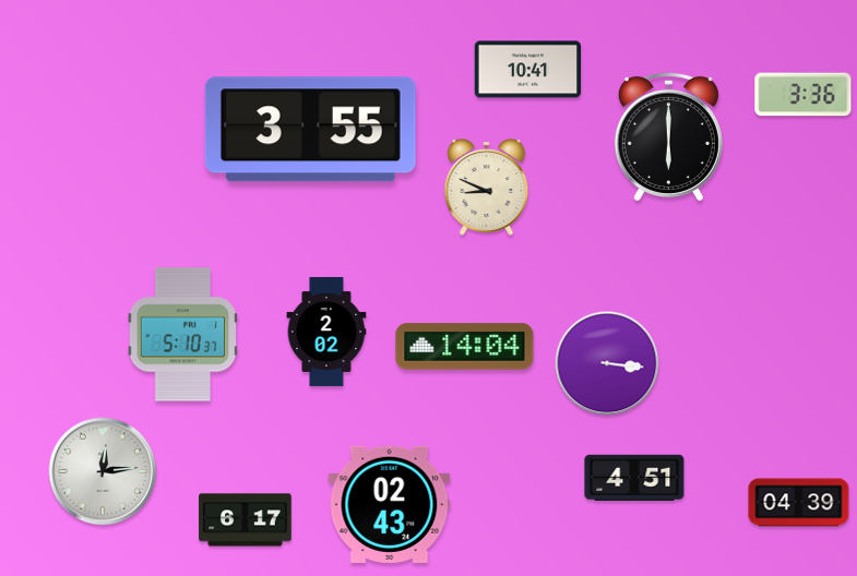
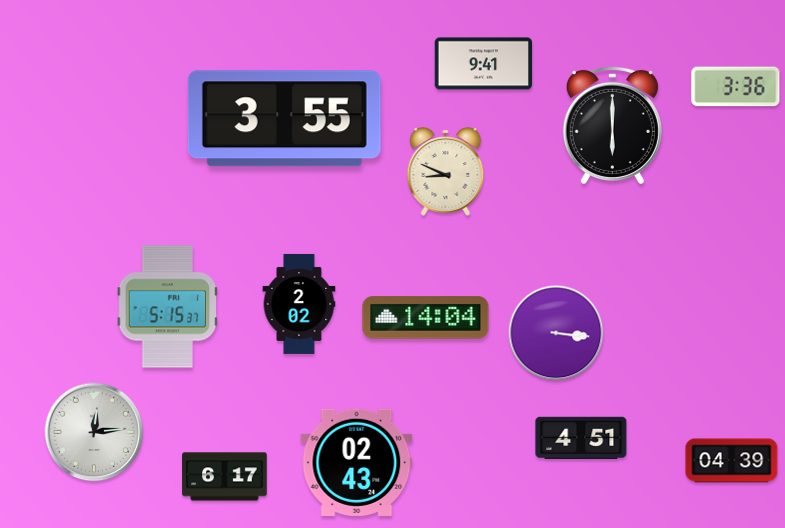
clock at (528, 70): 10:41 -> 9:41
clock at (183, 335): 5:10 -> 5:15
